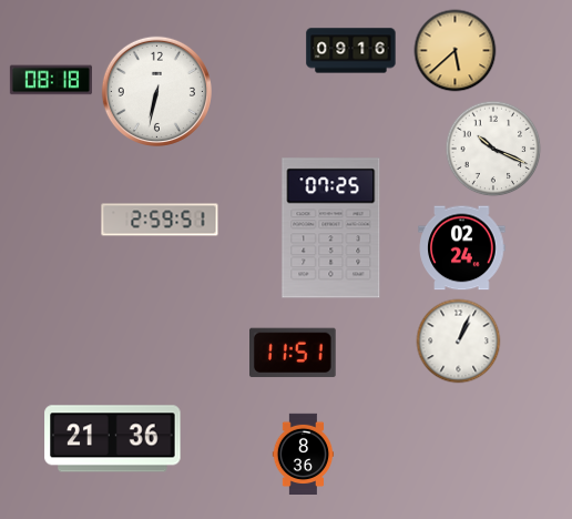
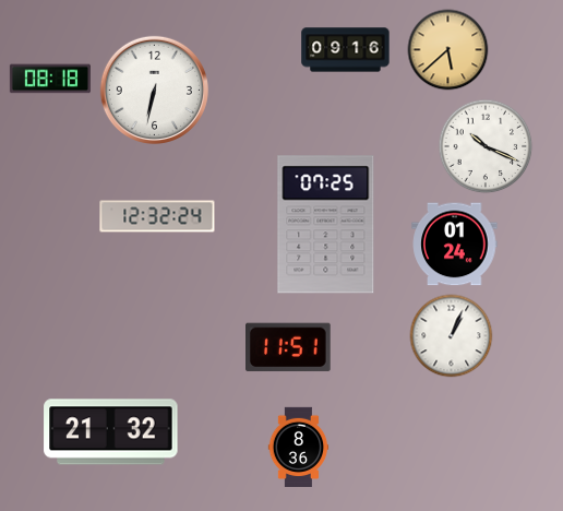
clock at (160, 220): 2:59 -> 12:32
clock at (462, 248): 02:24 -> 01:24
clock at (113, 439): 21:36 -> 21:32
